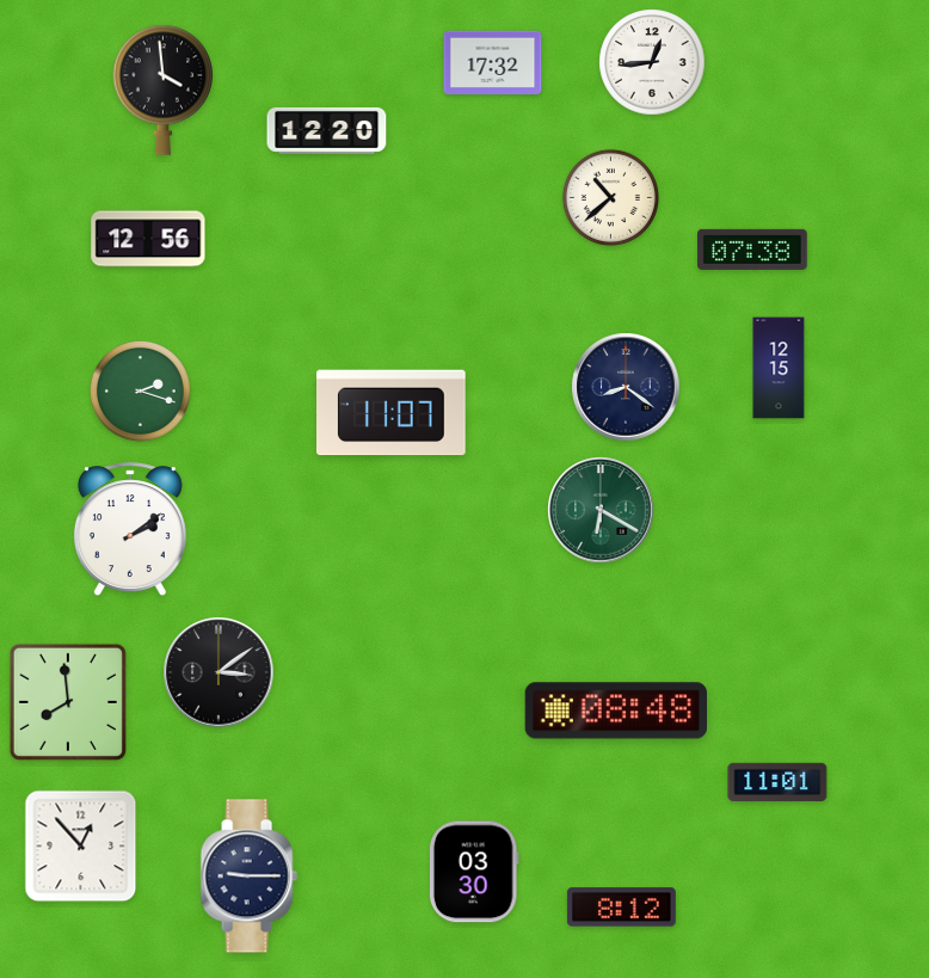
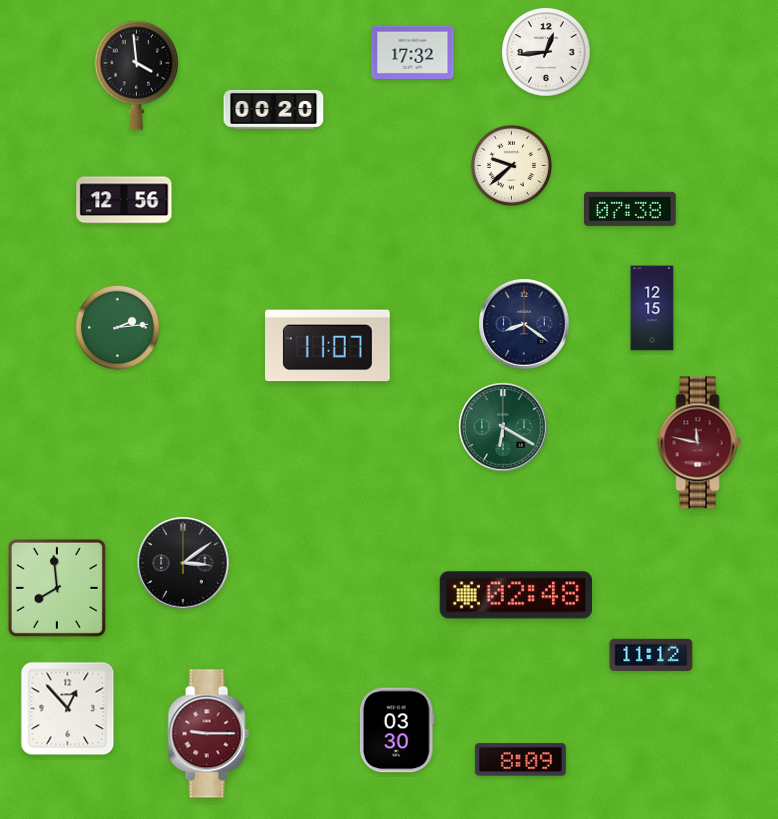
clock at (327, 130): 12:20 -> 00:20
clock at (610, 197): 10:38 -> 9:38
clock at (140, 390): 2:18 -> 2:14
clock at (130, 529): 2:09 -> none
clock at (700, 443): none -> 11:47
clock at (616, 711): 08:48 -> 02:48
clock at (777, 782): 11:01 -> 11:12
clock at (248, 876) dial: navy -> burgundy
clock at (621, 908): 8:12 -> 8:09
